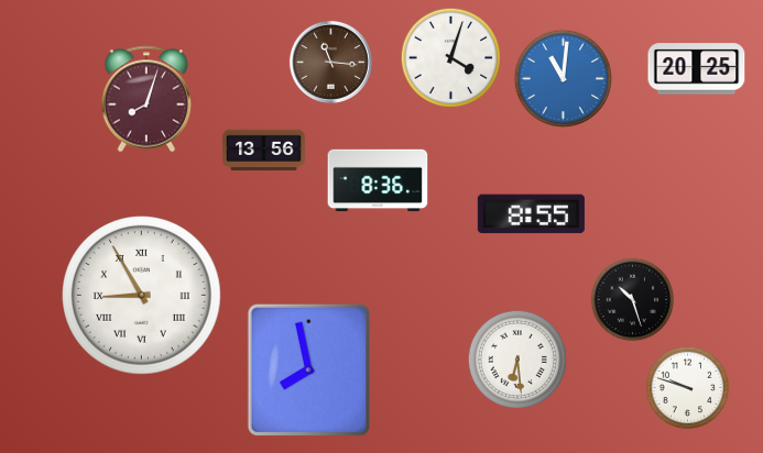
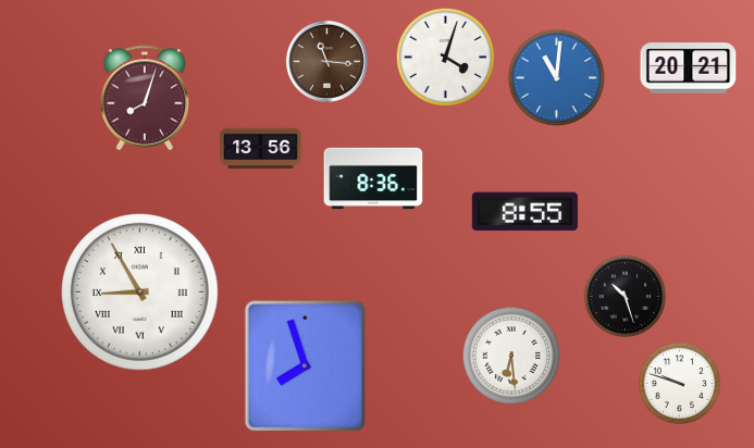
clock at (697, 69): 20:25 -> 20:21
clock at (308, 371): 7:58 -> 7:57
